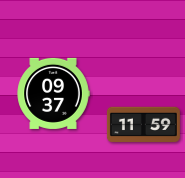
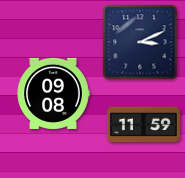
clock at (140, 42): none -> 3:11
clock at (53, 93): 09:37 -> 09:08
